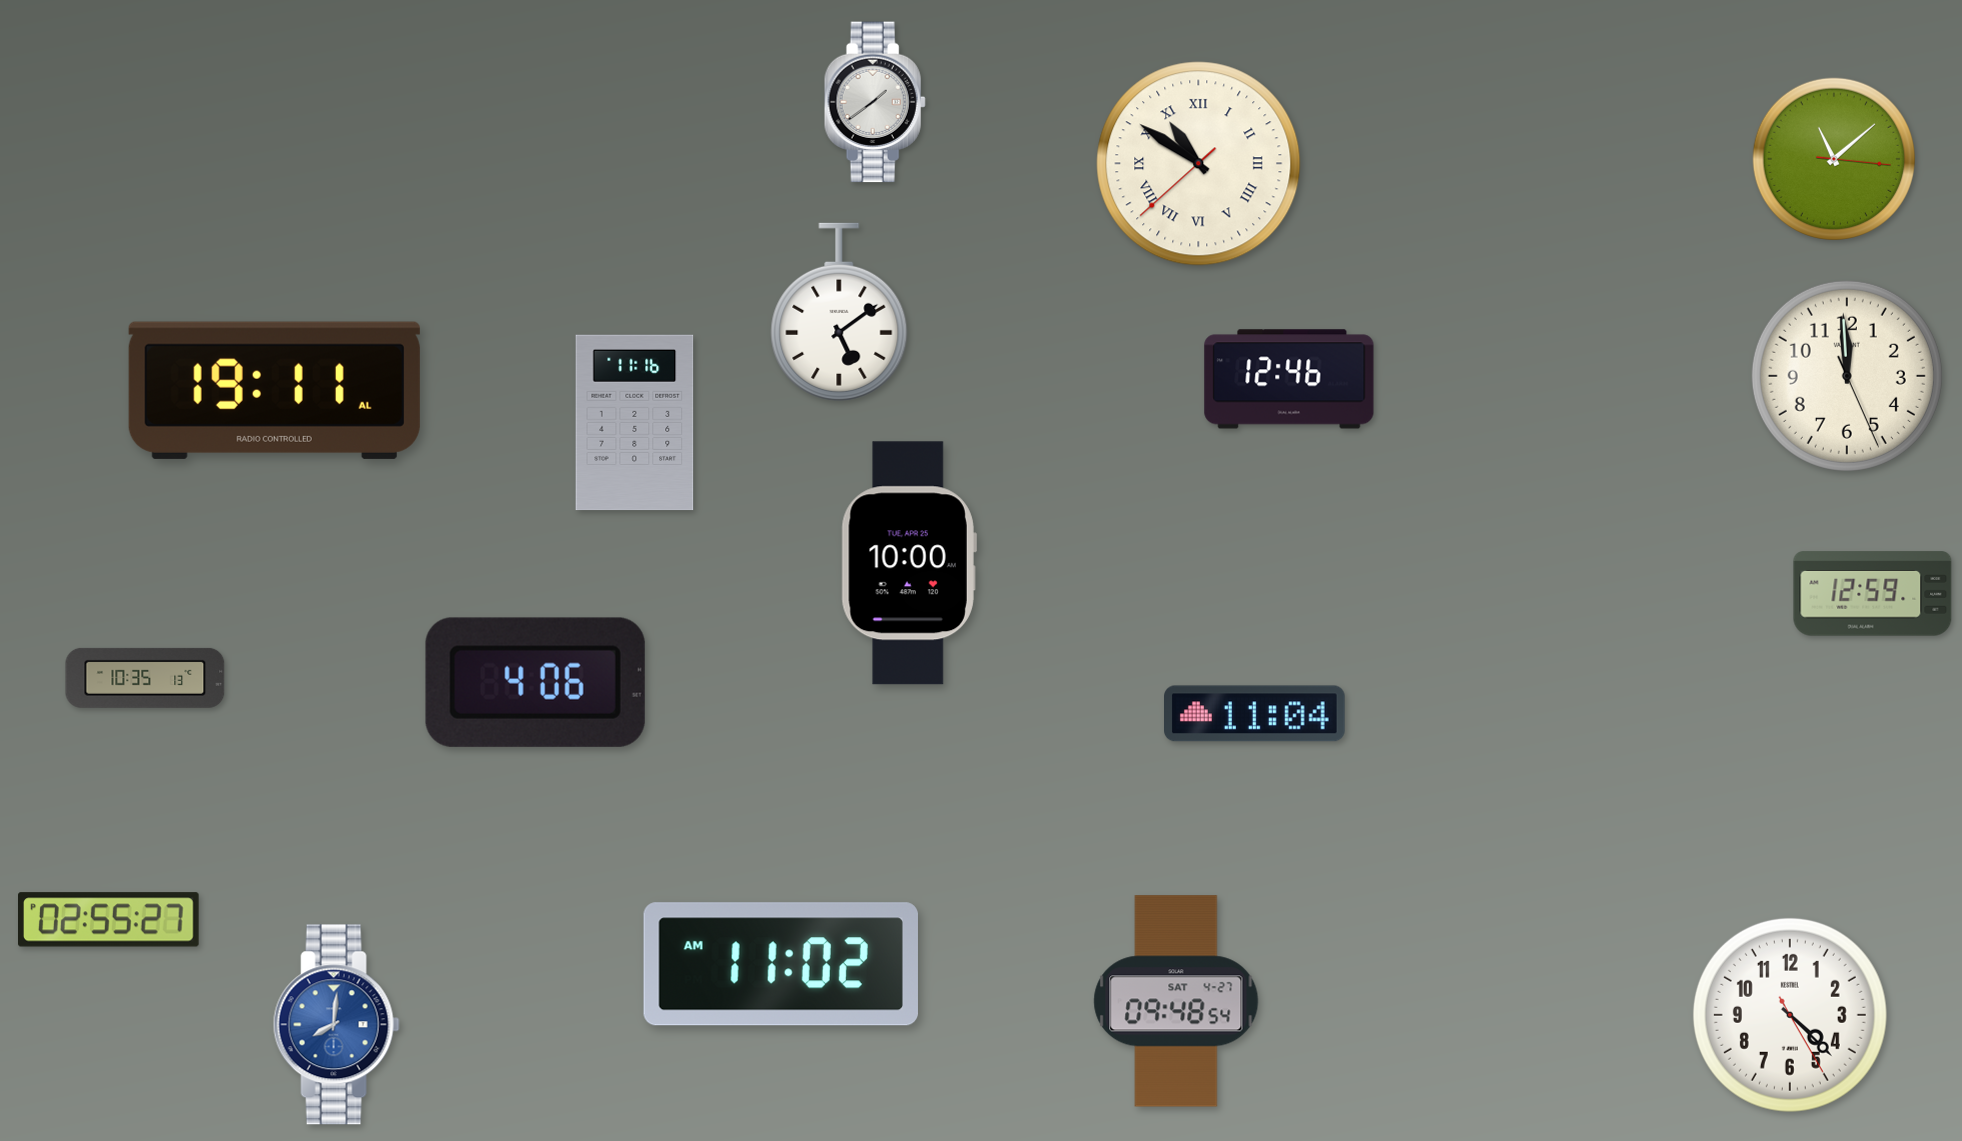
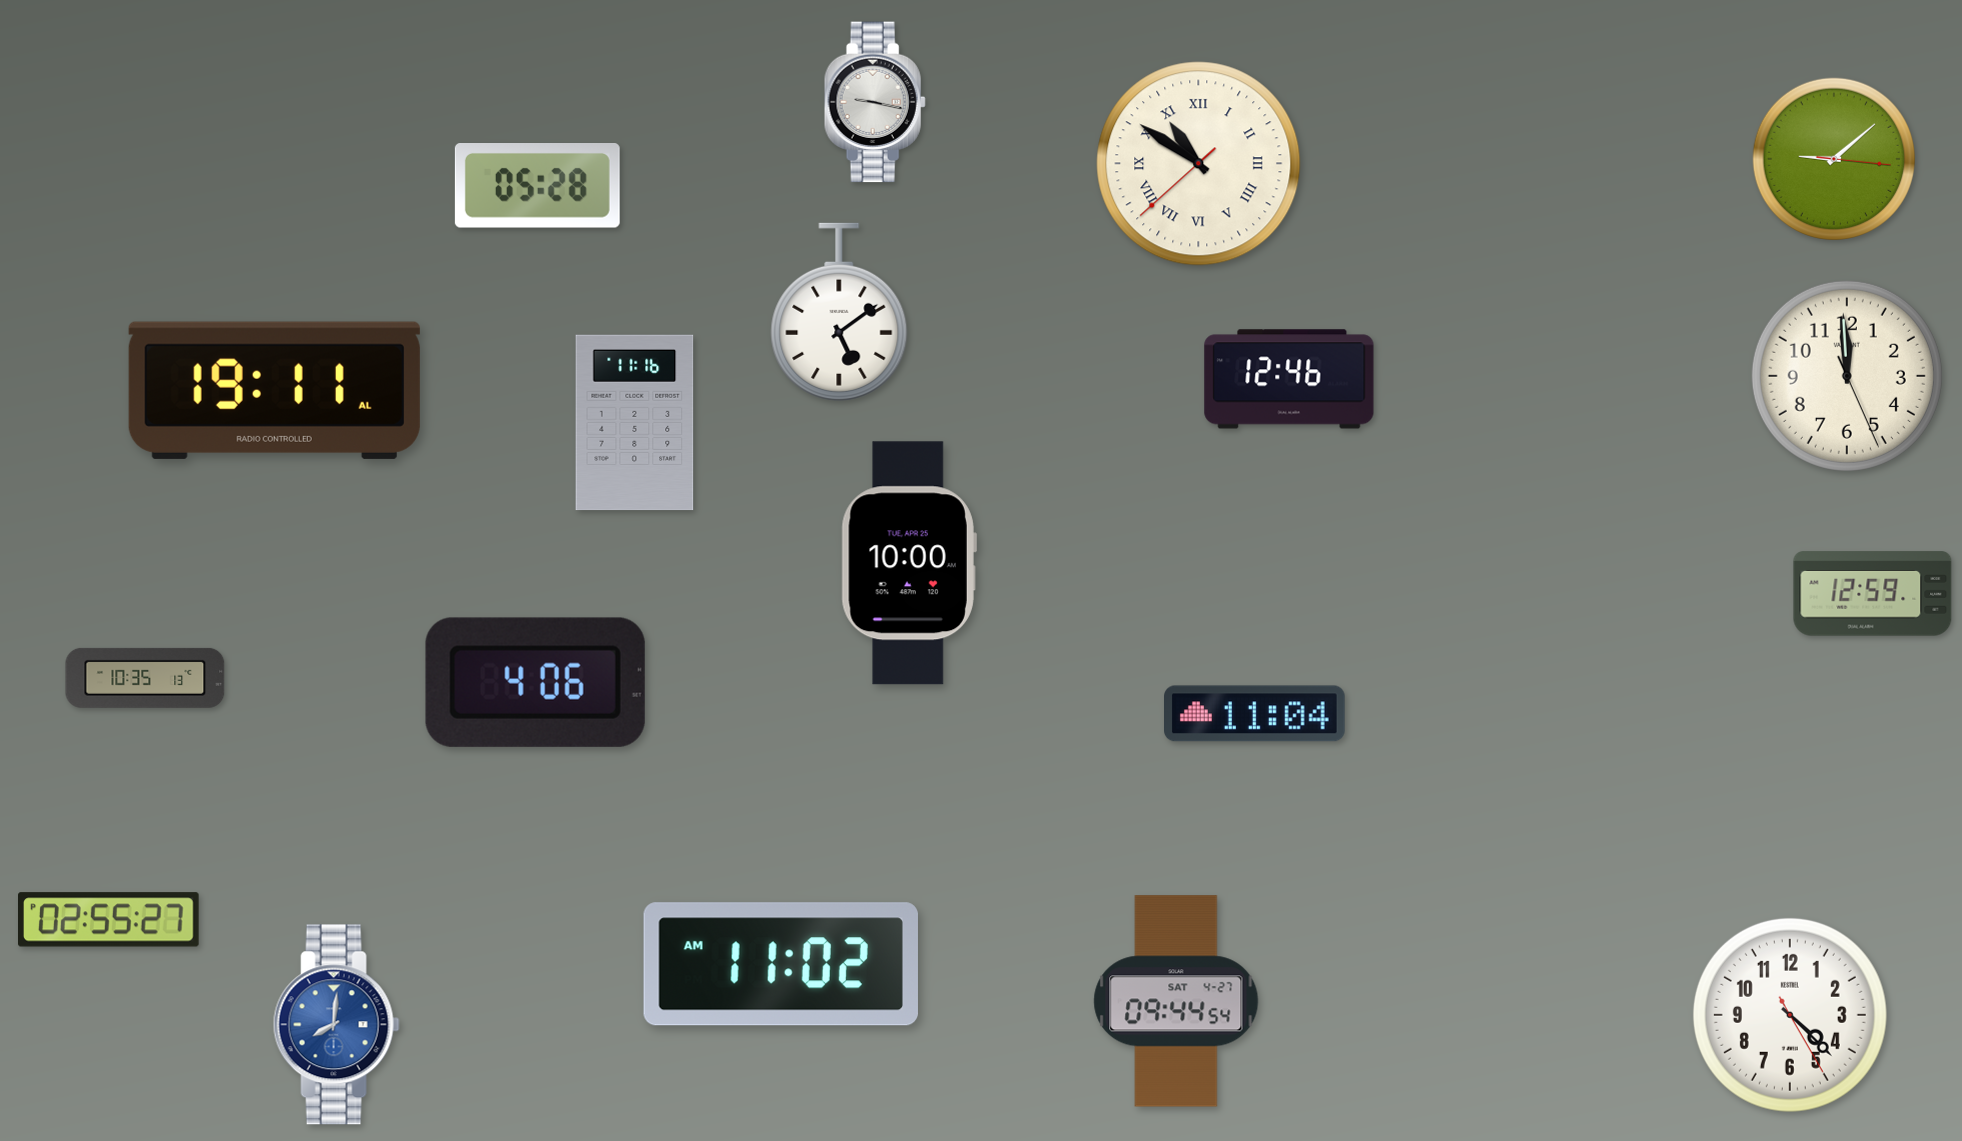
clock at (875, 102): 1:39 -> 9:17
clock at (1834, 159): 11:08 -> 9:08
clock at (537, 186): none -> 05:28
clock at (1176, 1001): 09:48 -> 09:44
